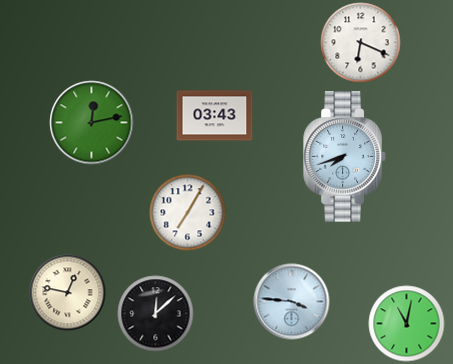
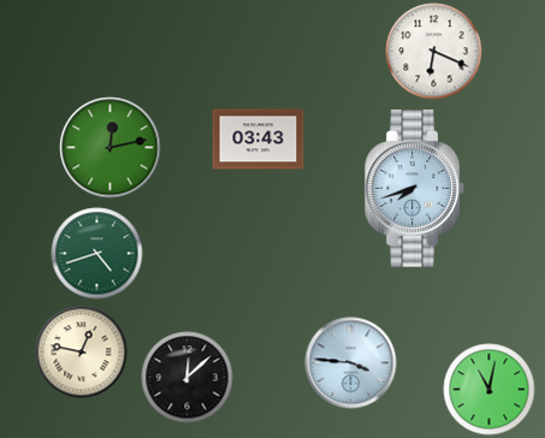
clock at (97, 254): none -> 4:42
clock at (188, 213): 7:05 -> none
